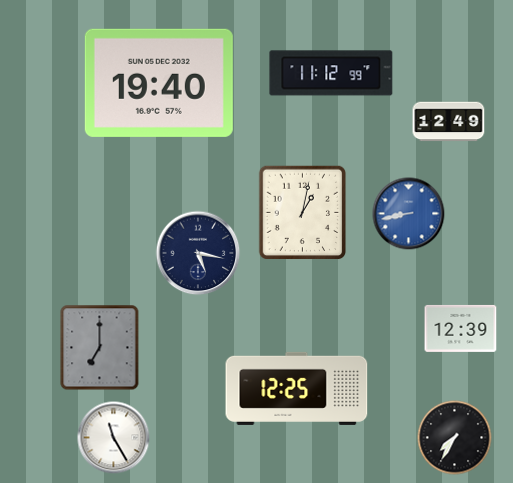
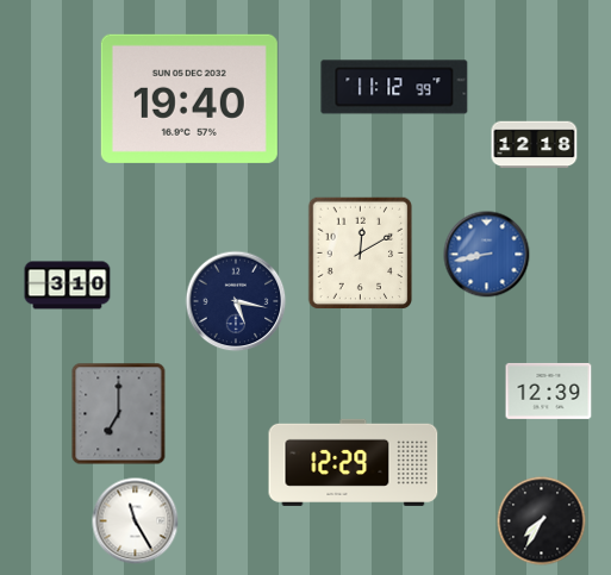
clock at (449, 122): 12:49 -> 12:18
clock at (303, 213): 1:02 -> 12:10
clock at (68, 286): none -> 3:10
clock at (297, 388): 12:25 -> 12:29
